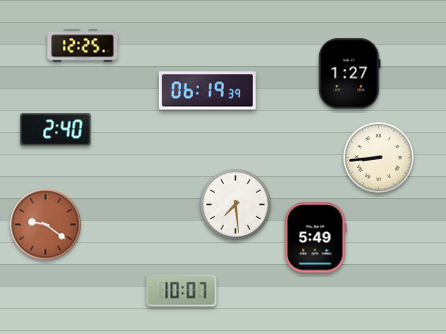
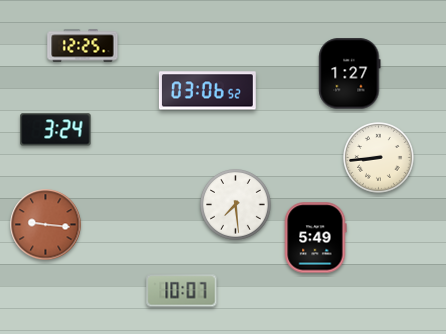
clock at (207, 91): 06:19 -> 03:06
clock at (56, 130): 2:40 -> 3:24
clock at (46, 225): 9:21 -> 9:16
